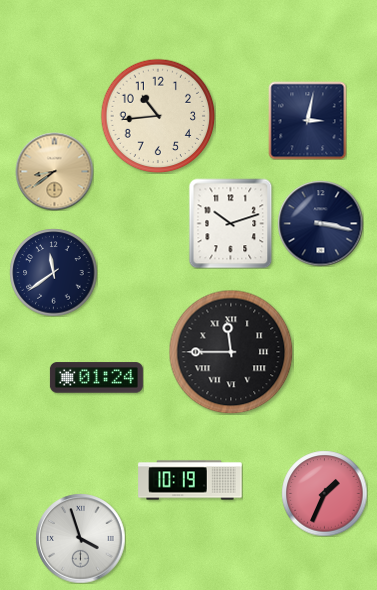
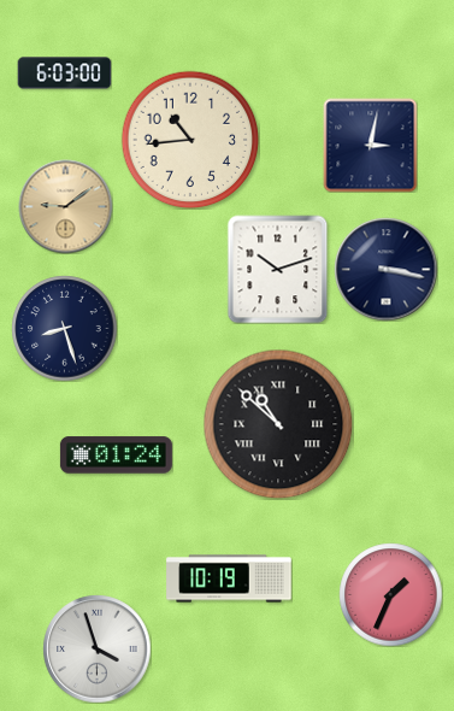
clock at (64, 74): none -> 6:03
clock at (54, 171): 8:39 -> 9:09
clock at (53, 272): 11:39 -> 8:27
clock at (231, 352): 11:45 -> 10:52
